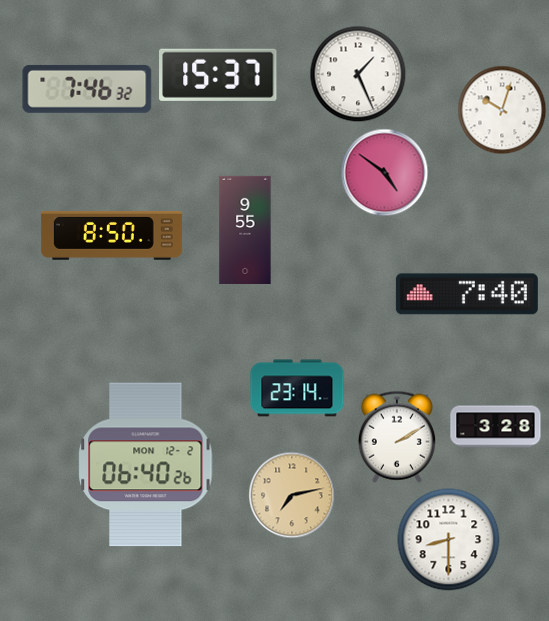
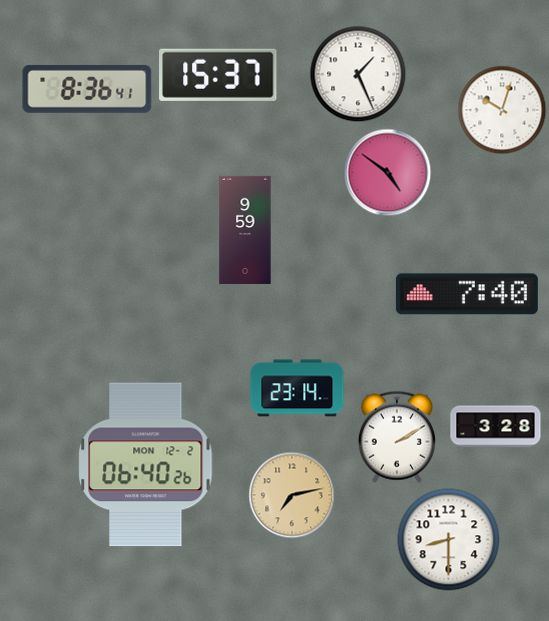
clock at (87, 89): 7:46 -> 8:36
clock at (385, 173) position: (385, 173) -> (388, 173)
clock at (245, 230): 9:55 -> 9:59
clock at (111, 235): 8:50 -> none
